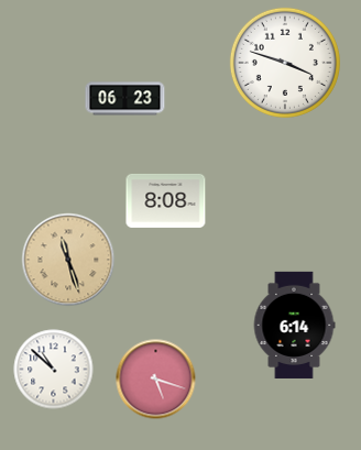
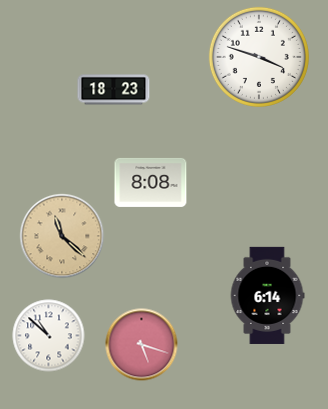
clock at (125, 99): 06:23 -> 18:23
clock at (68, 260): 11:27 -> 11:22
